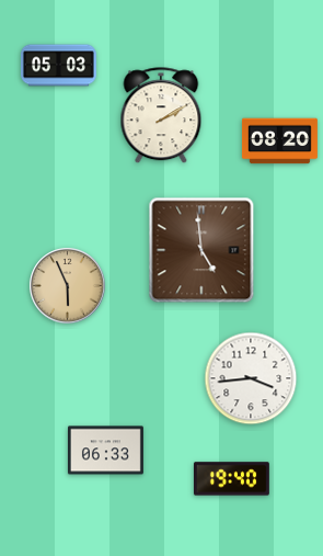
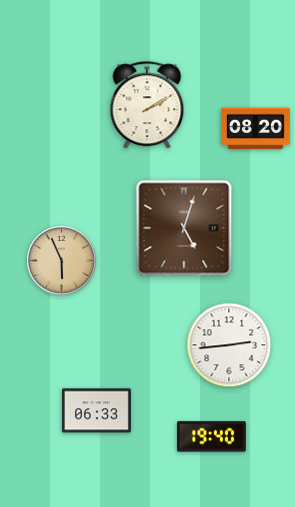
clock at (58, 66): 05:03 -> none
clock at (201, 250): 4:59 -> 5:03
clock at (251, 378): 3:44 -> 2:44
